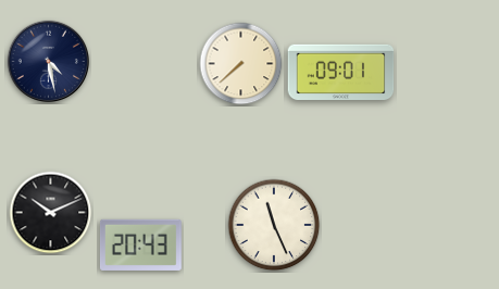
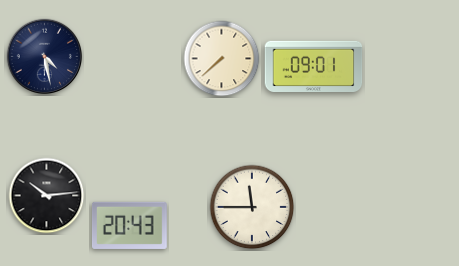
clock at (51, 213): 10:11 -> 10:14
clock at (274, 225): 11:26 -> 11:45
